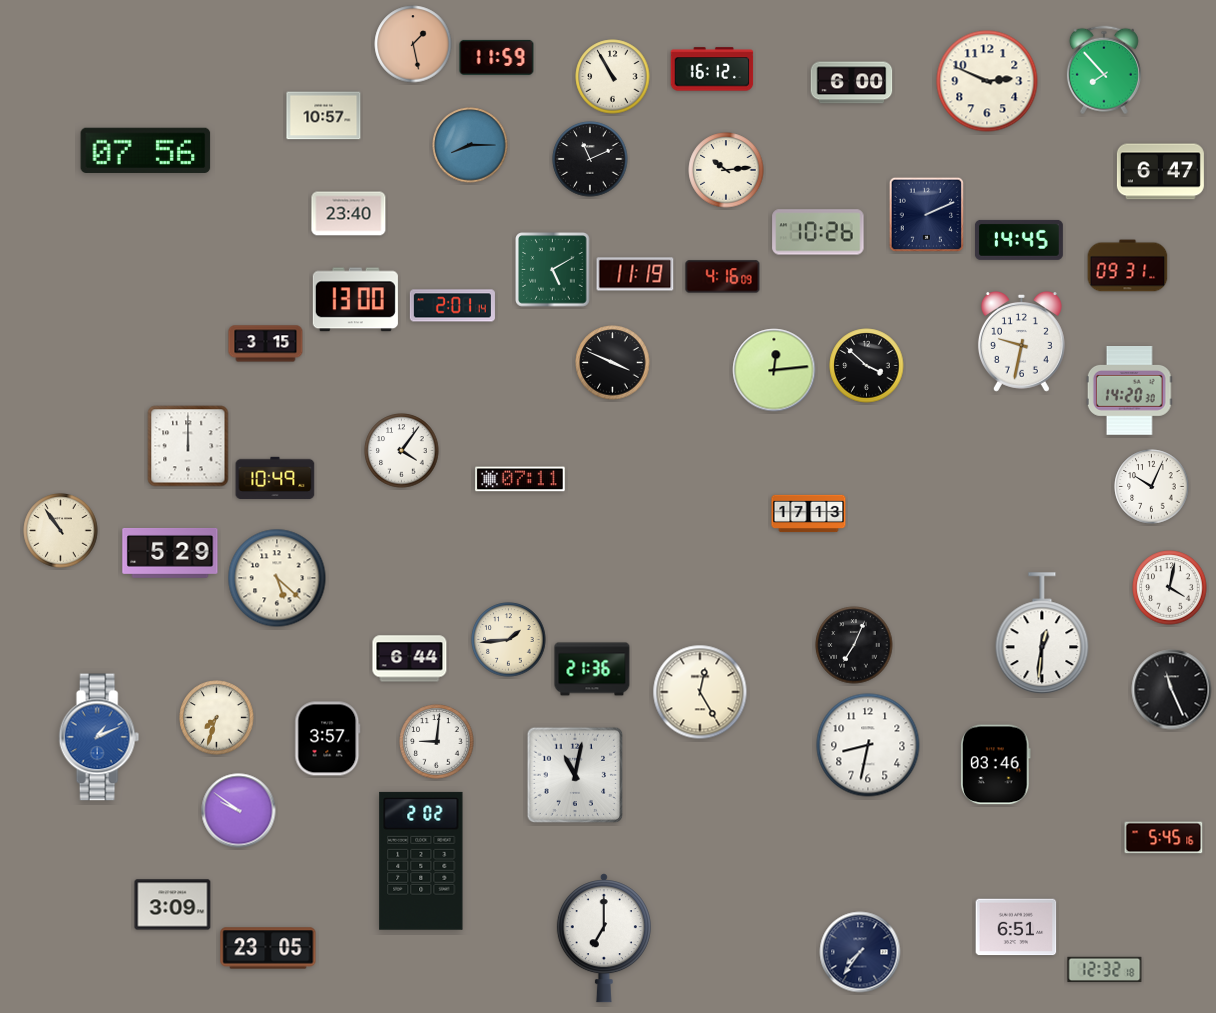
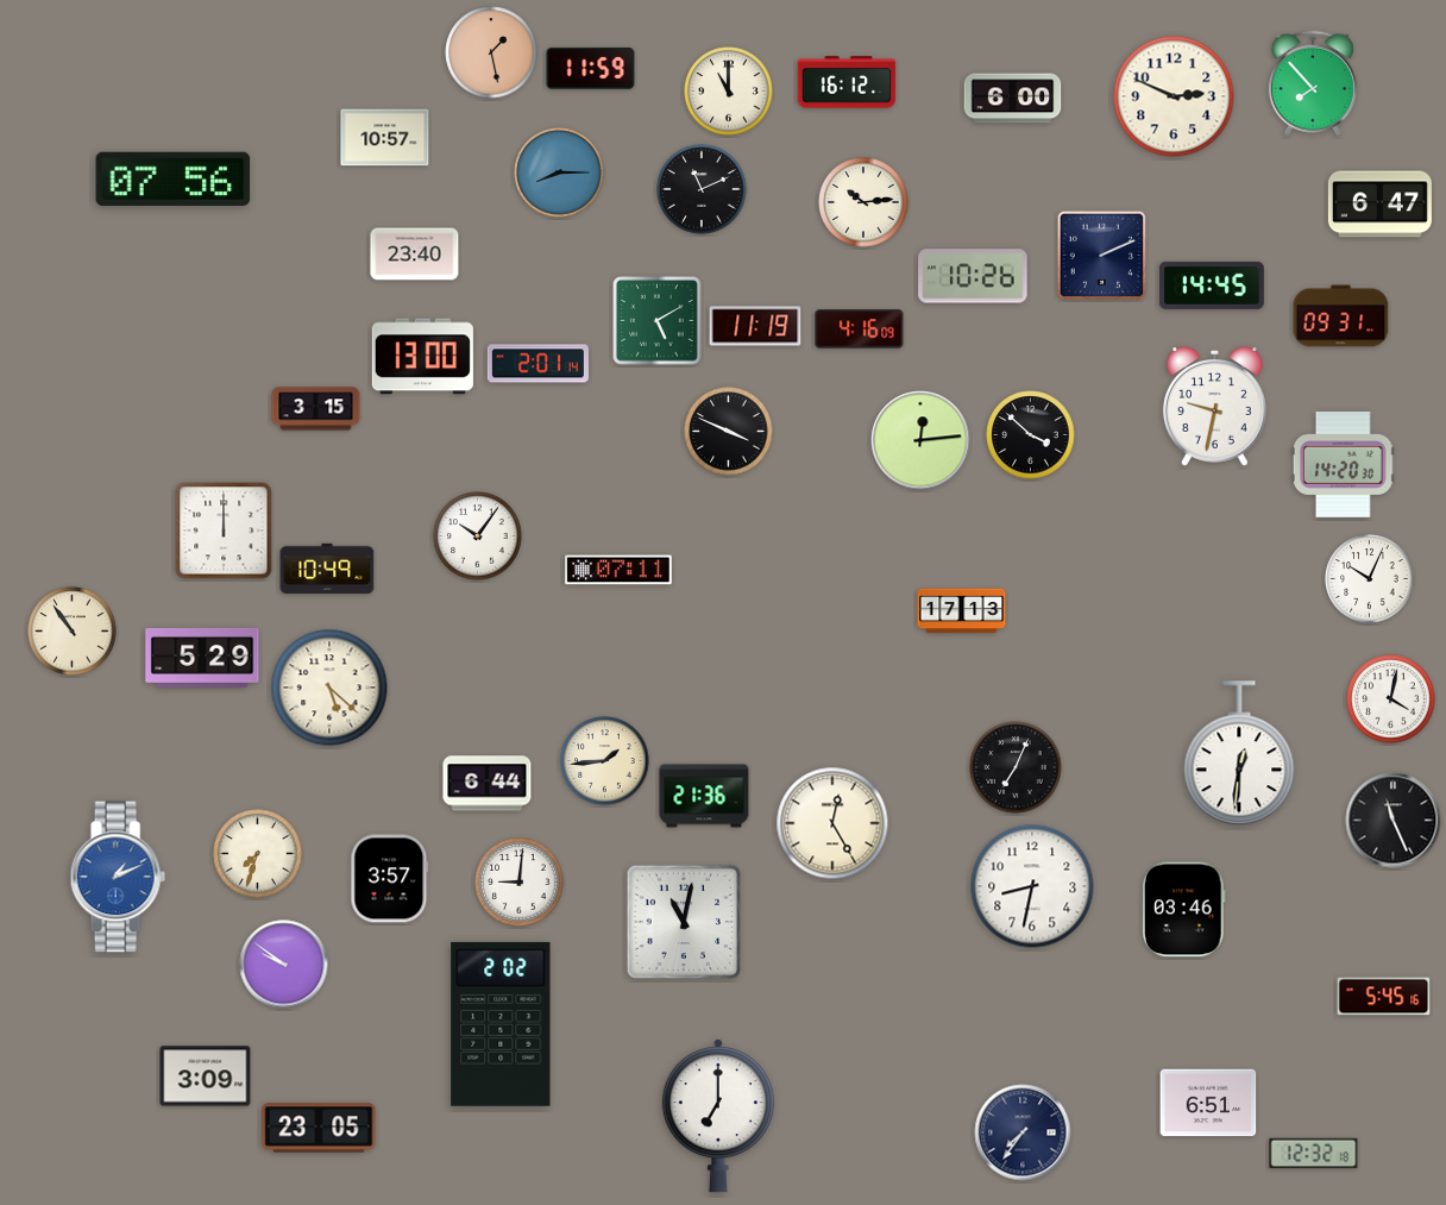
clock at (613, 77): 10:55 -> 11:00
clock at (402, 451): 4:06 -> 10:06
